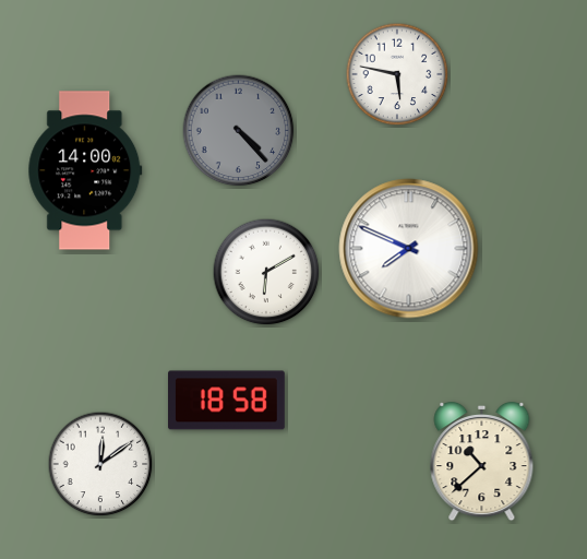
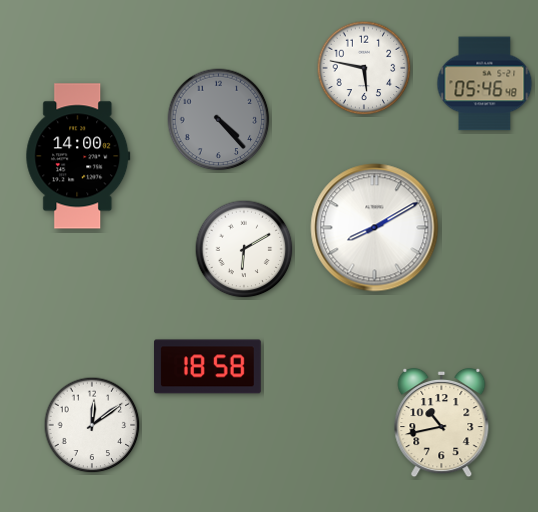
clock at (485, 84): none -> 05:46
clock at (409, 249): 7:49 -> 8:10
clock at (482, 462): 10:38 -> 10:43
